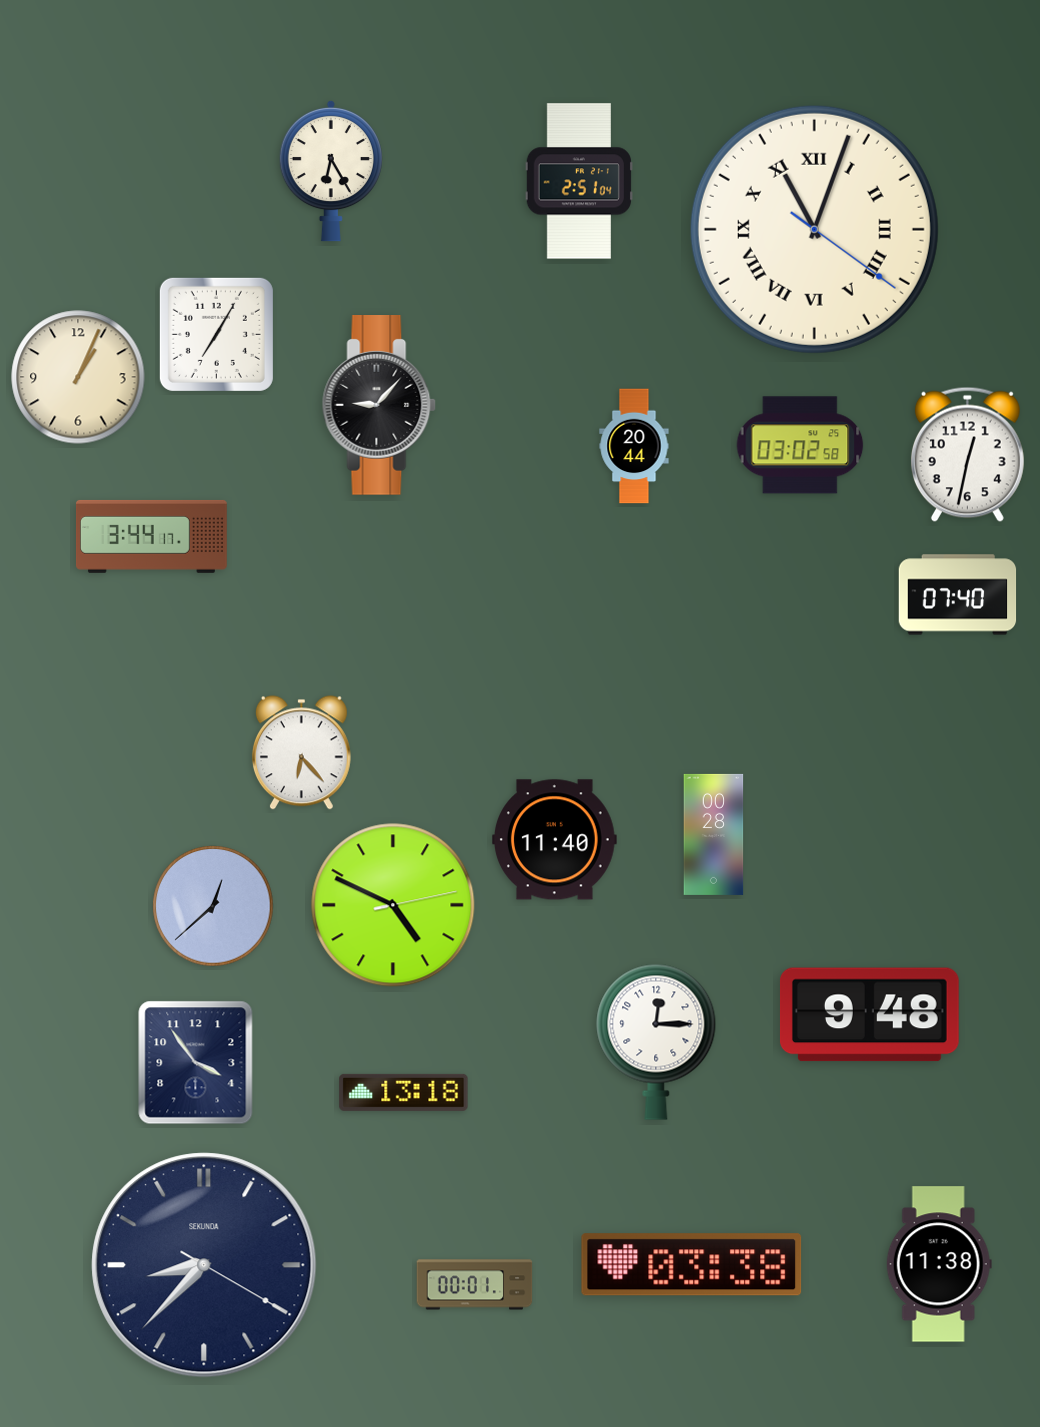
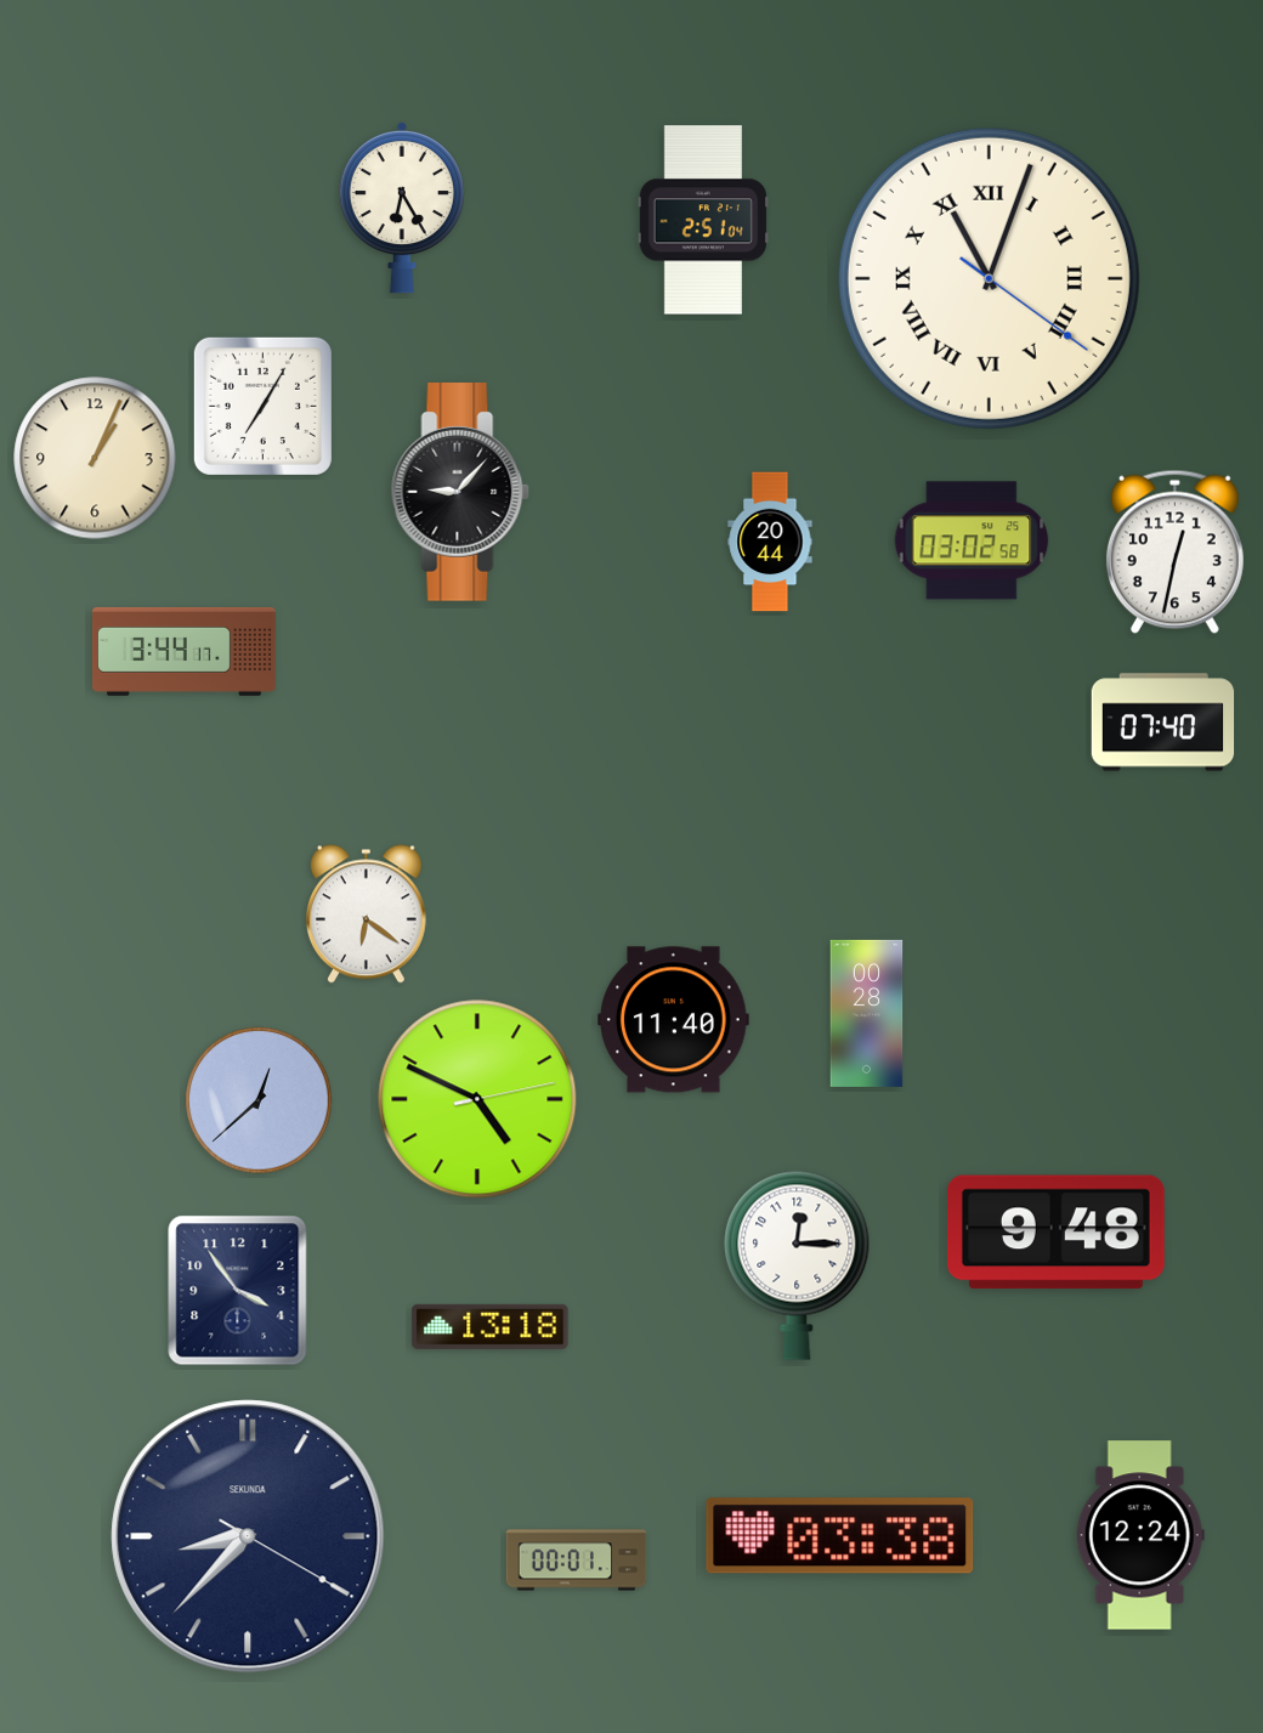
clock at (301, 753): 6:23 -> 6:21
clock at (939, 1264): 11:38 -> 12:24
